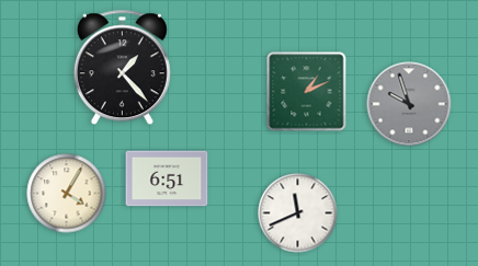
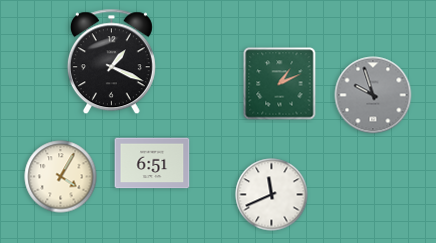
clock at (122, 68): 1:23 -> 1:19
